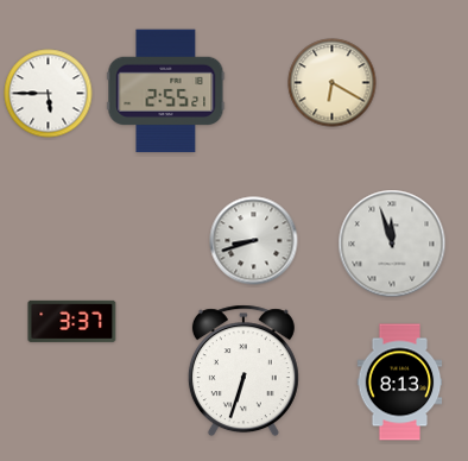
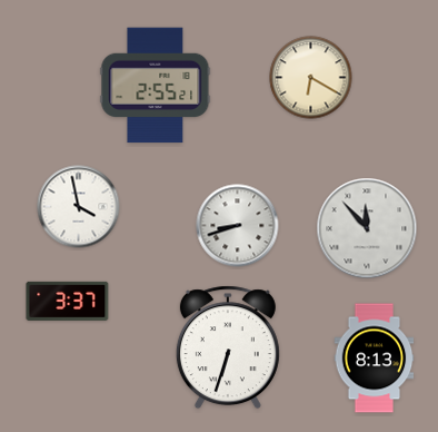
clock at (49, 94): 5:45 -> none
clock at (79, 207): none -> 3:58
clock at (392, 244): 11:57 -> 11:53
